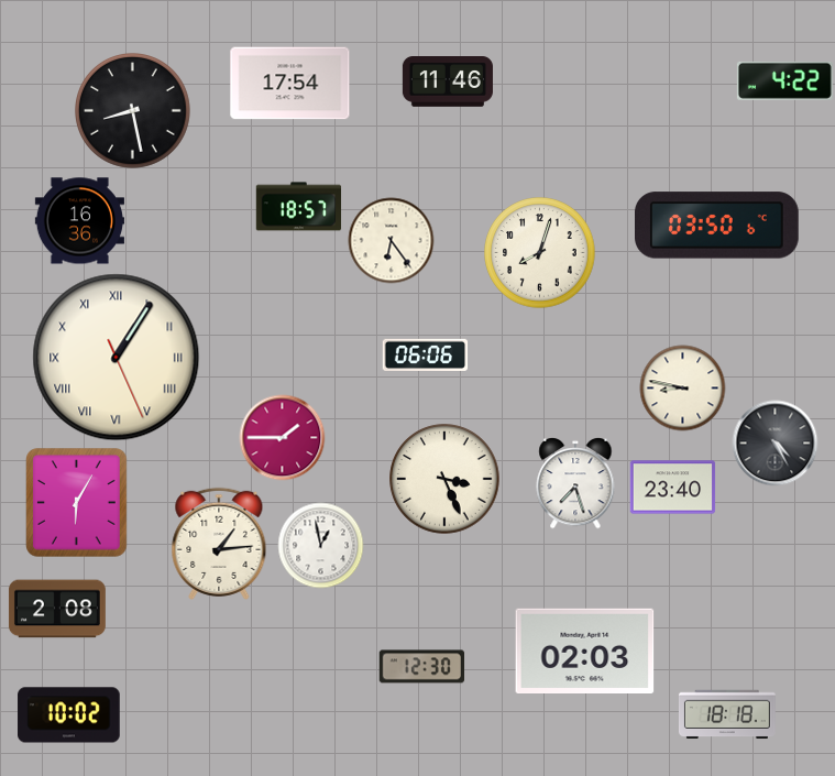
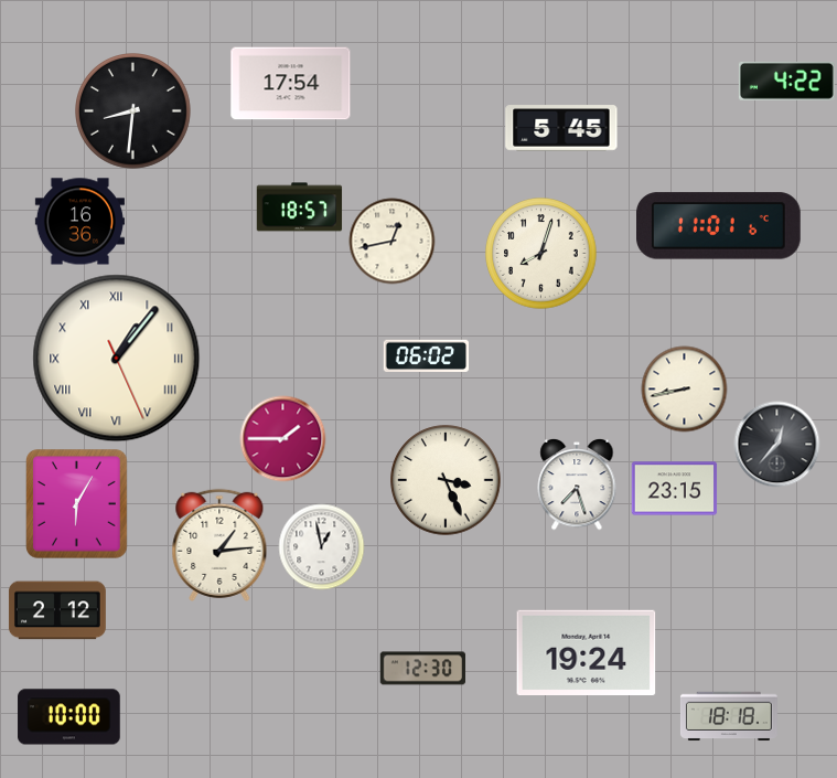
clock at (448, 83): 11:46 -> none
clock at (133, 111): 8:28 -> 8:31
clock at (561, 128): none -> 5:45
clock at (717, 226): 03:50 -> 11:01
clock at (391, 240): 6:24 -> 12:43
clock at (425, 354): 06:06 -> 06:02
clock at (117, 358): 1:05 -> 1:06
clock at (682, 387): 8:47 -> 8:43
clock at (774, 442): 4:25 -> 12:37
clock at (672, 488): 23:40 -> 23:15
clock at (57, 609): 2:08 -> 2:12
clock at (585, 651): 02:03 -> 19:24
clock at (69, 715): 10:02 -> 10:00
